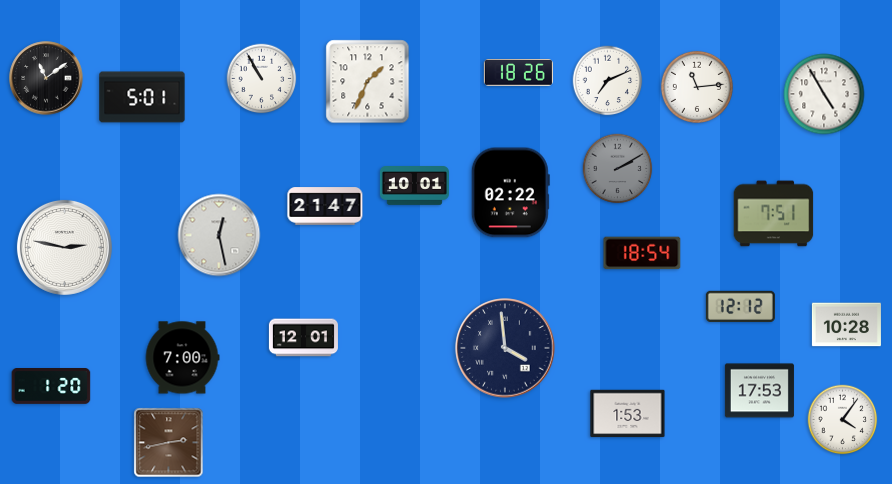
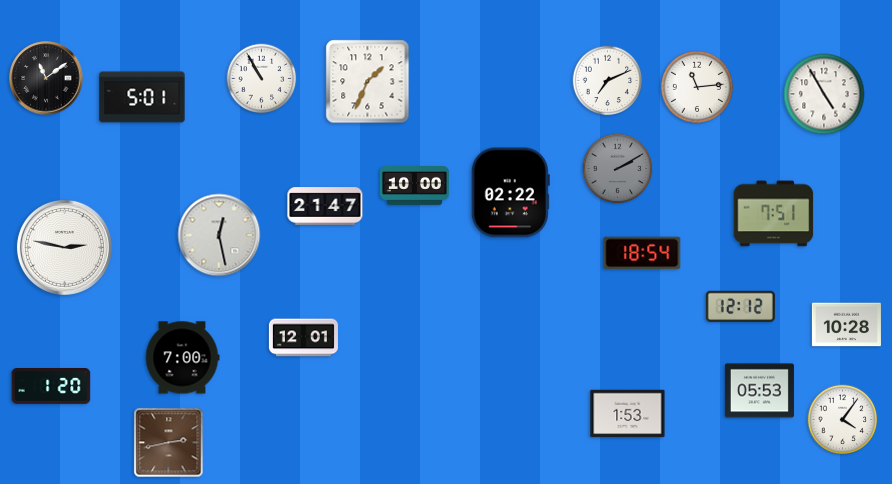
clock at (518, 73): 18:26 -> none
clock at (414, 186): 10:01 -> 10:00
clock at (505, 348): 3:59 -> none
clock at (759, 391): 17:53 -> 05:53
